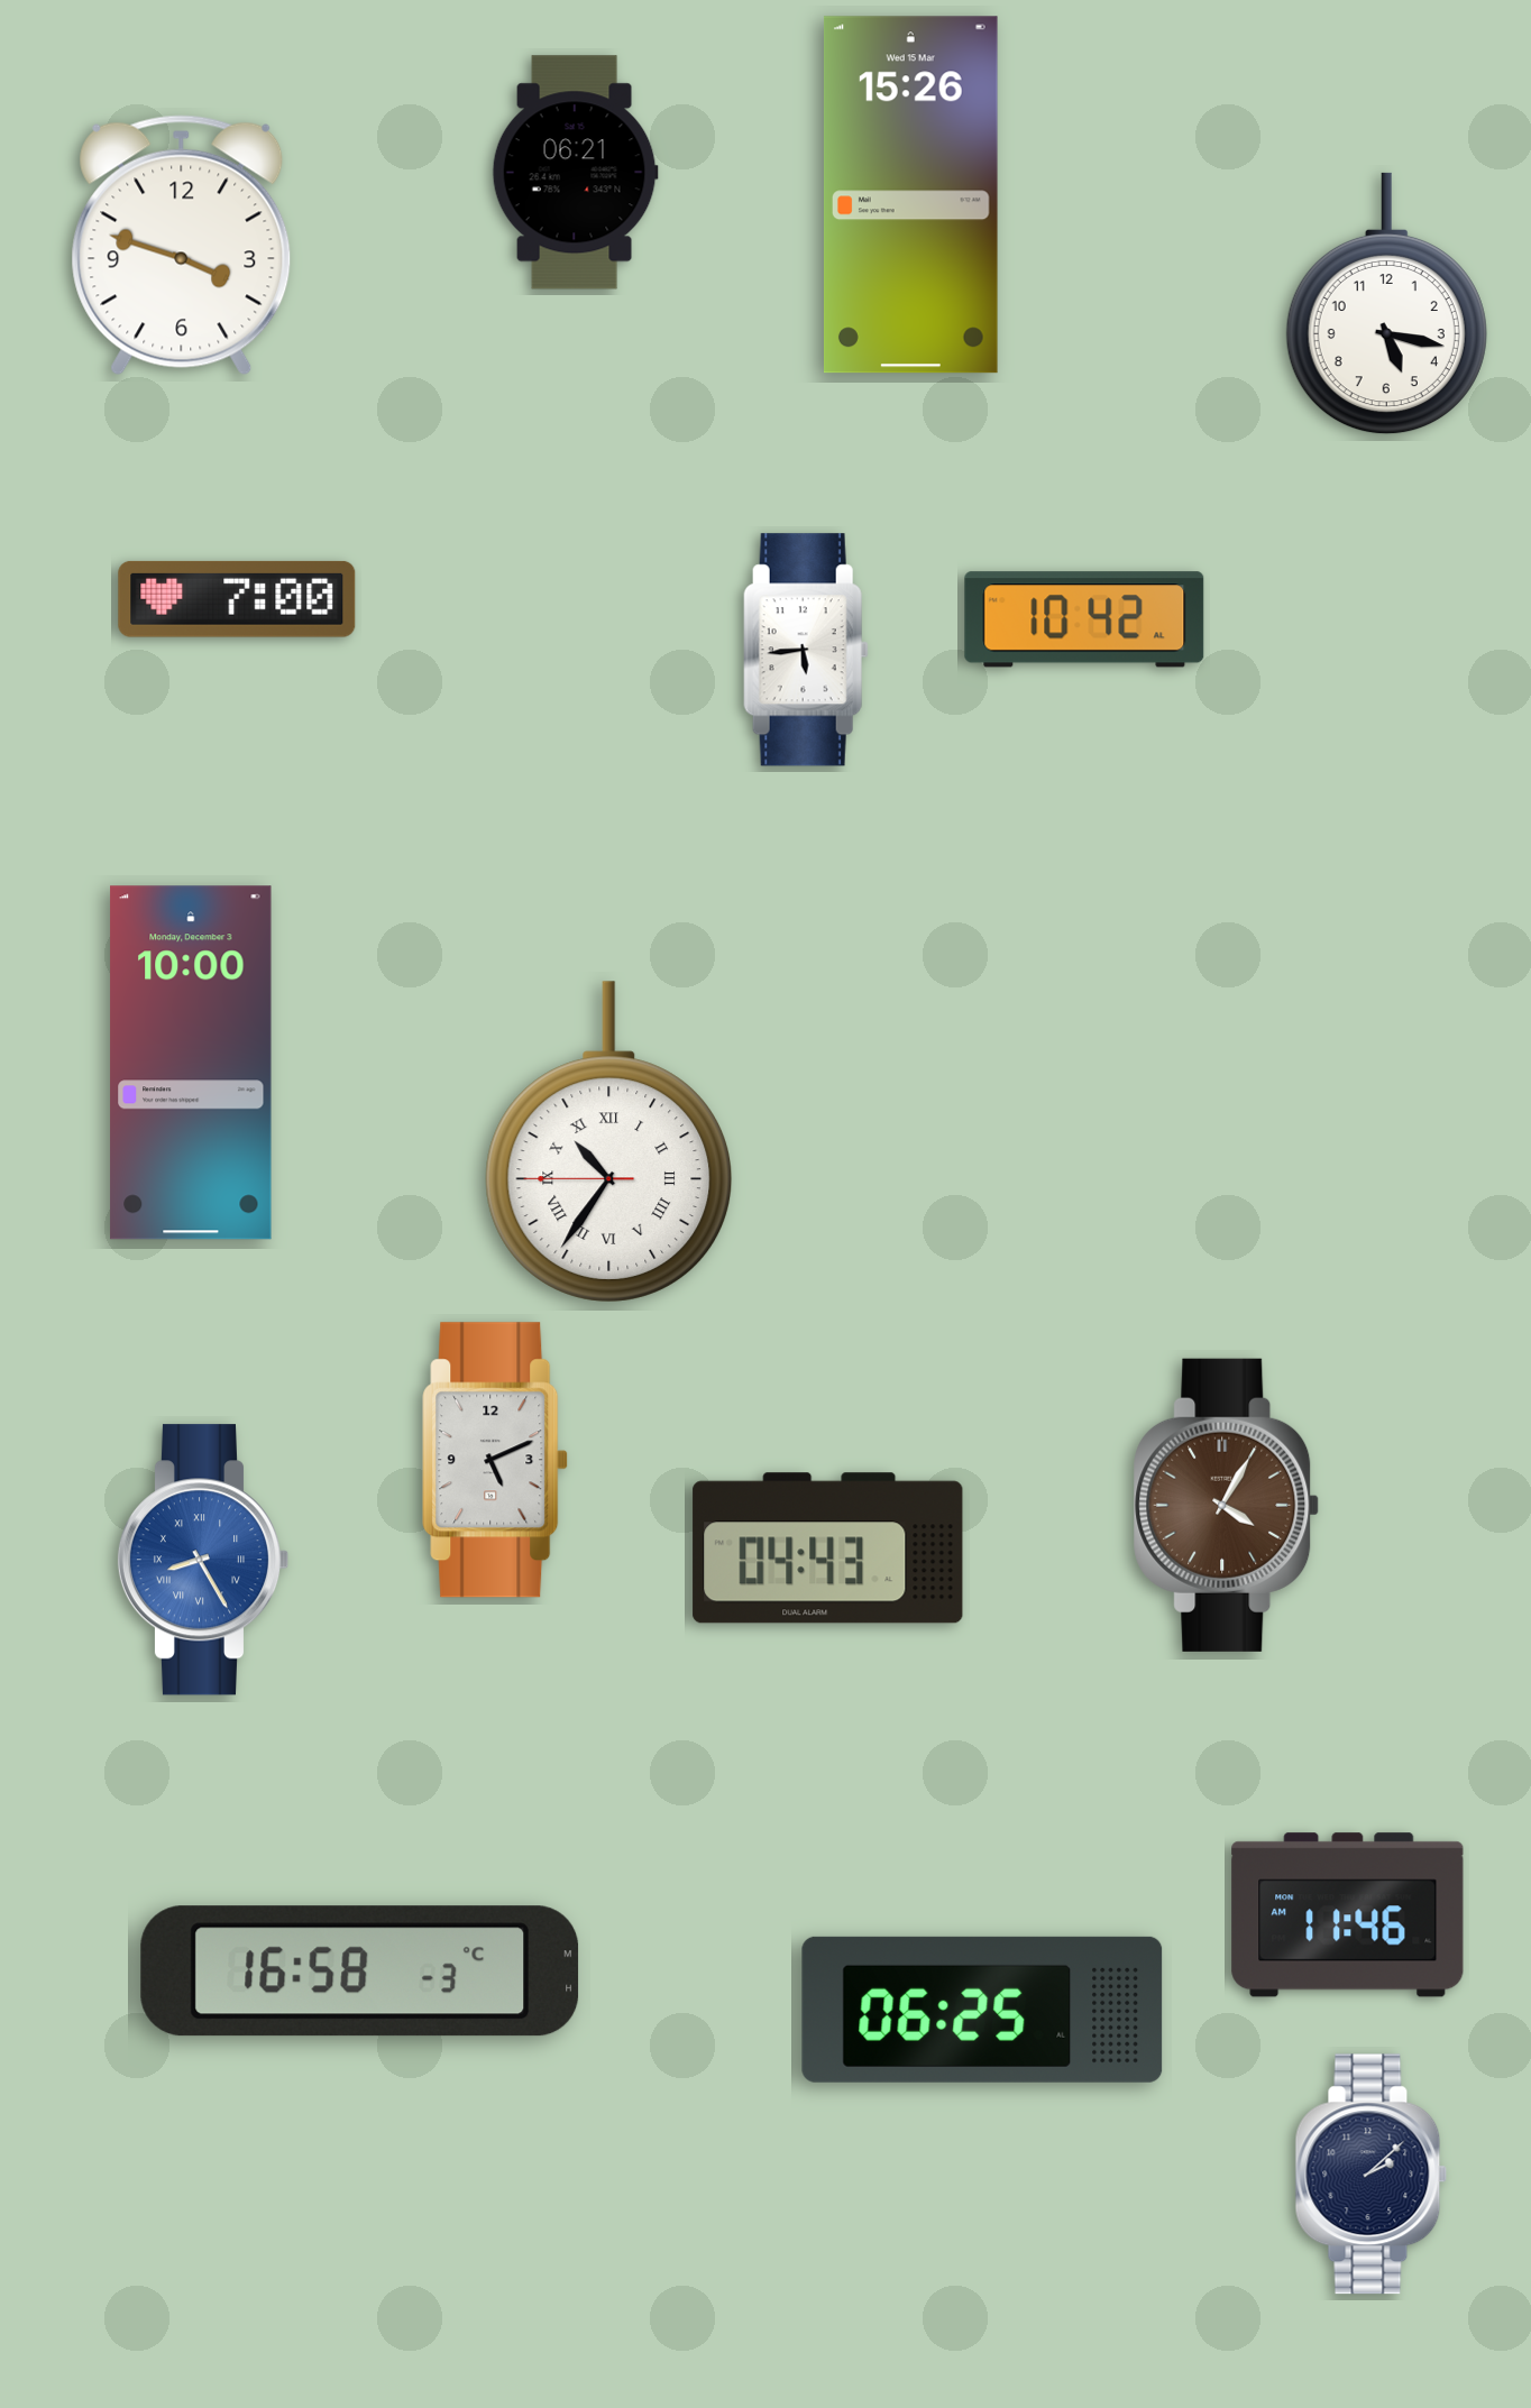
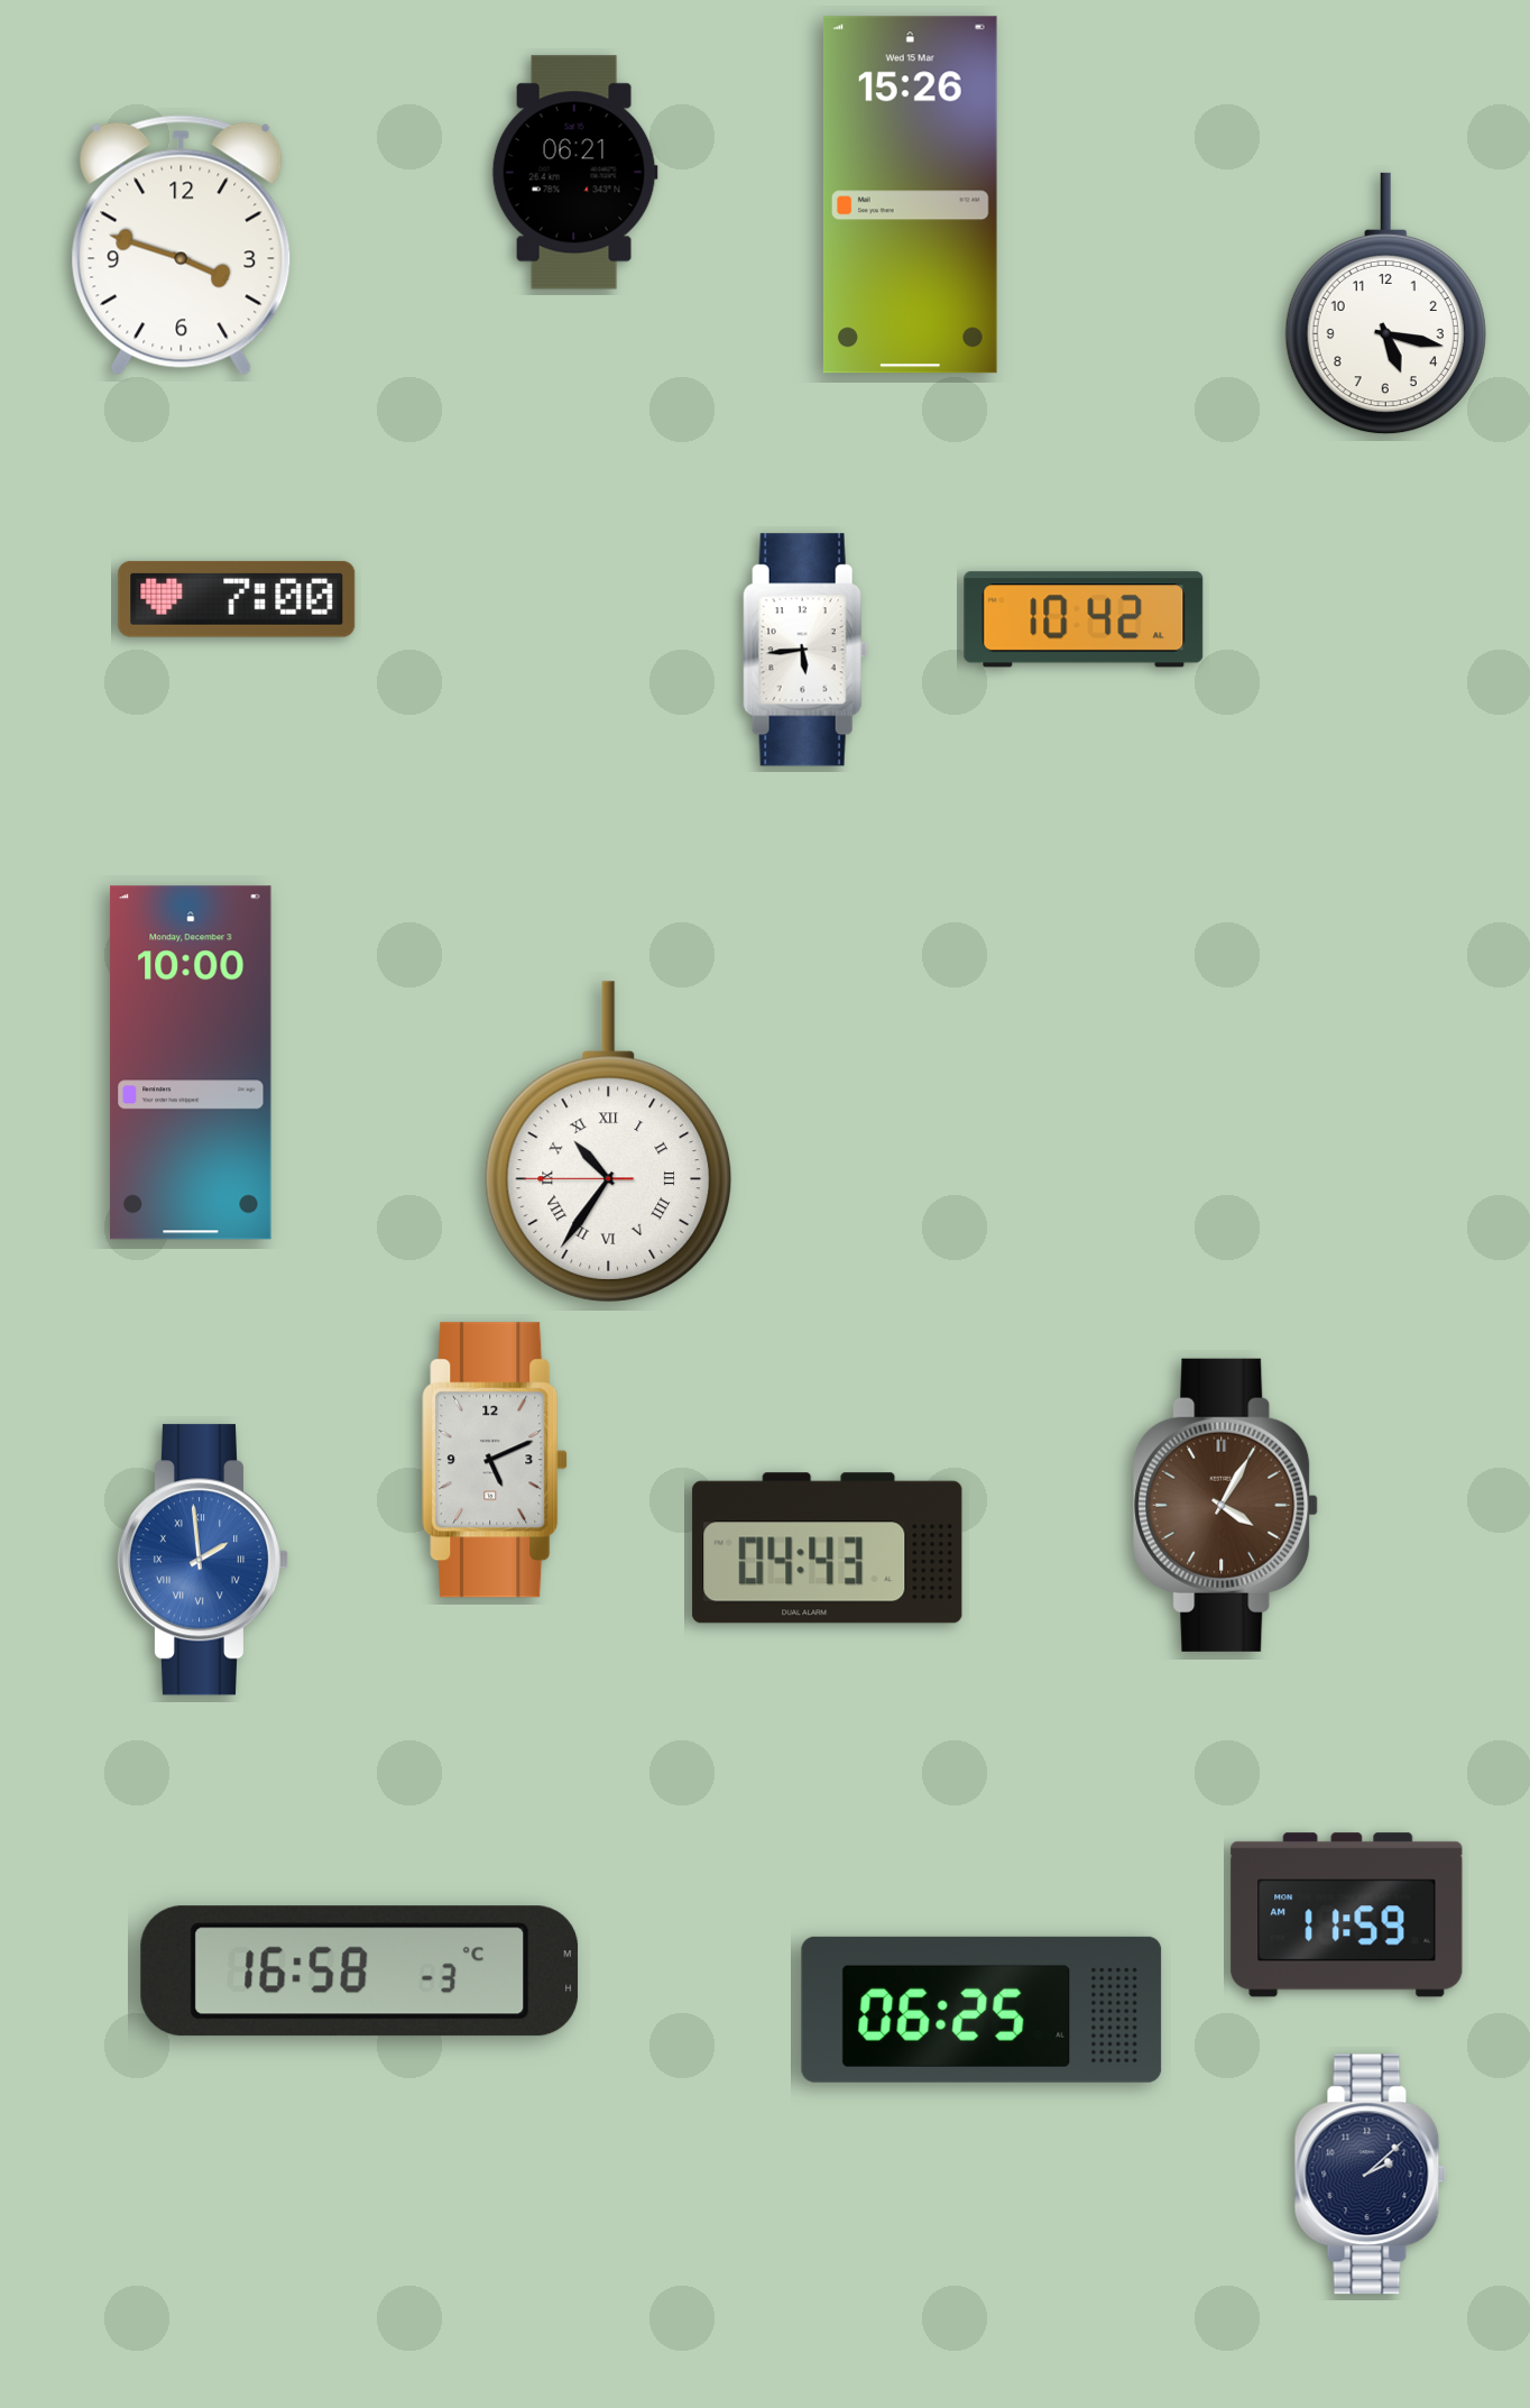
clock at (203, 1560): 8:25 -> 1:59
clock at (1348, 1915): 11:46 -> 11:59
